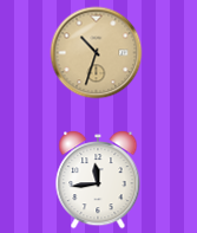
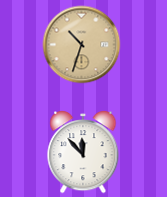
clock at (98, 180): 11:44 -> 11:53
